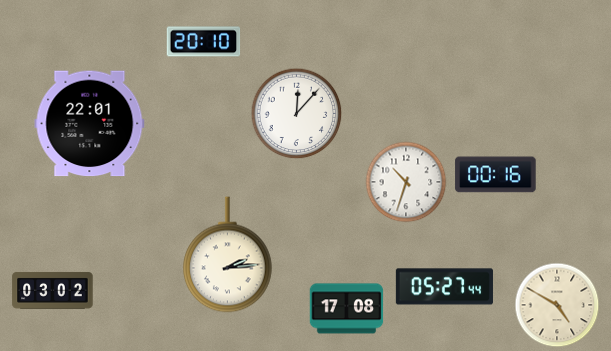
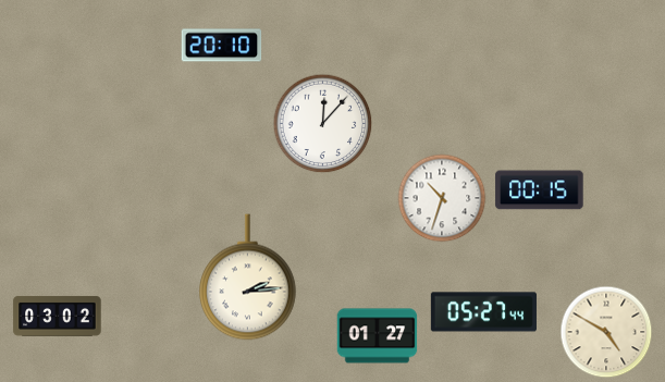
clock at (90, 124): 22:01 -> none
clock at (496, 175): 00:16 -> 00:15
clock at (347, 309): 17:08 -> 01:27
